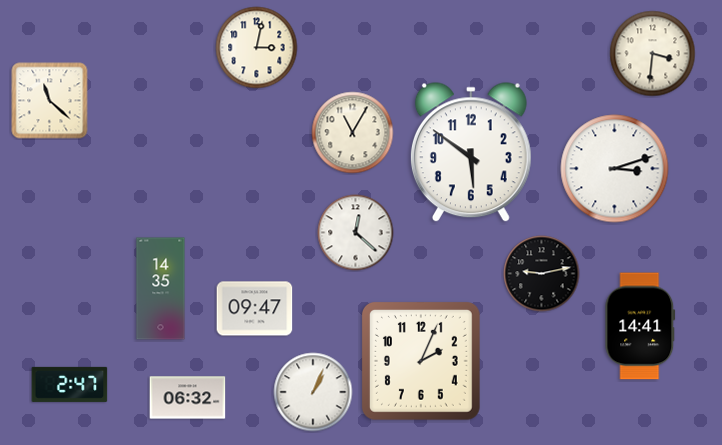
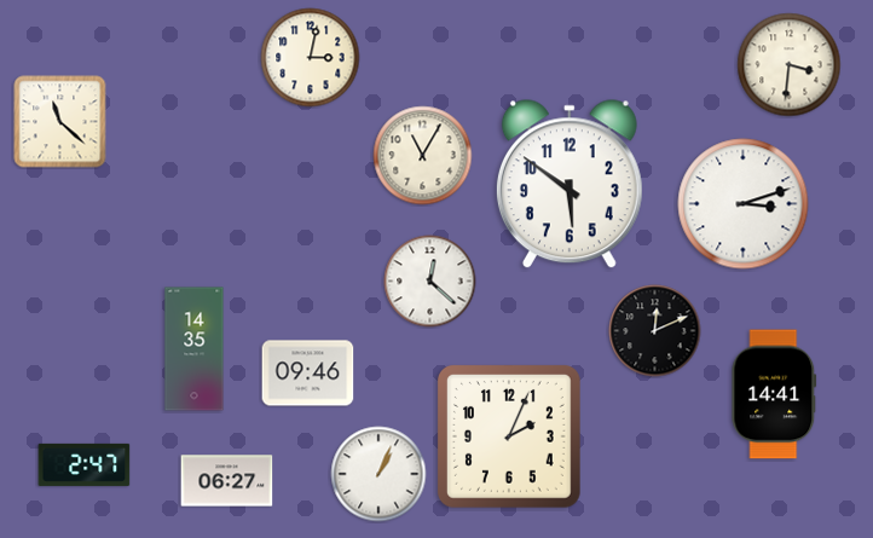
clock at (353, 133) position: (353, 133) -> (423, 156)
clock at (542, 274): 9:13 -> 12:11
clock at (255, 309): 09:47 -> 09:46
clock at (188, 398): 06:32 -> 06:27
